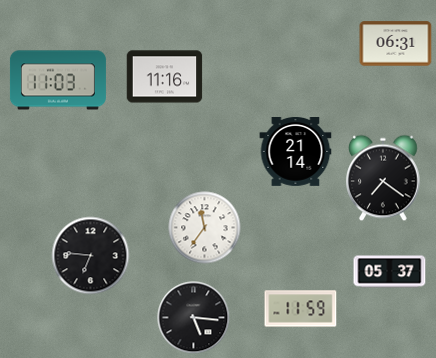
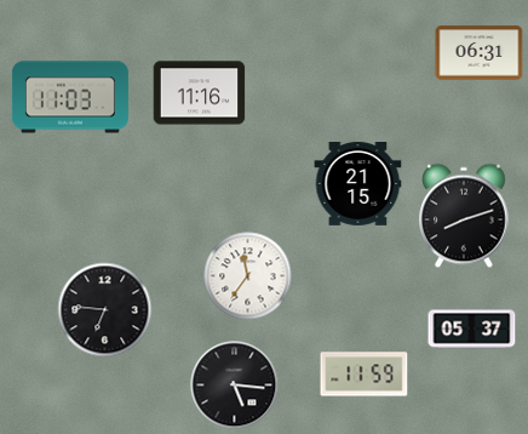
clock at (296, 152): 21:14 -> 21:15
clock at (383, 178): 7:21 -> 8:12
clock at (91, 256) position: (91, 256) -> (105, 310)
